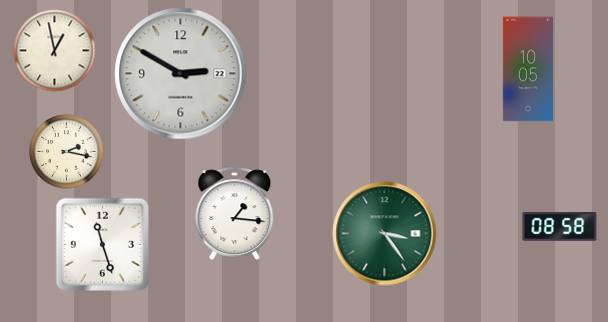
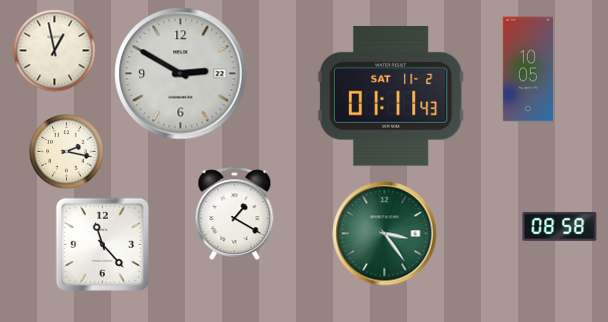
clock at (391, 97): none -> 01:11
clock at (235, 213): 1:16 -> 1:20
clock at (102, 244): 11:27 -> 11:23
